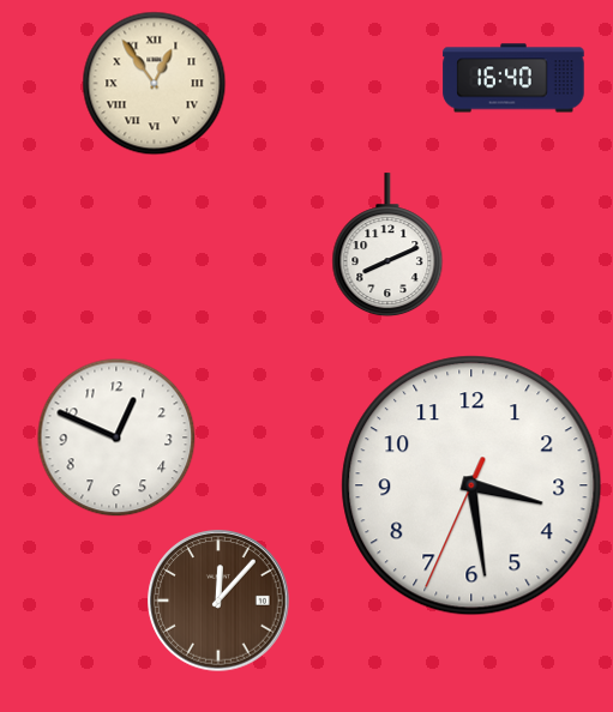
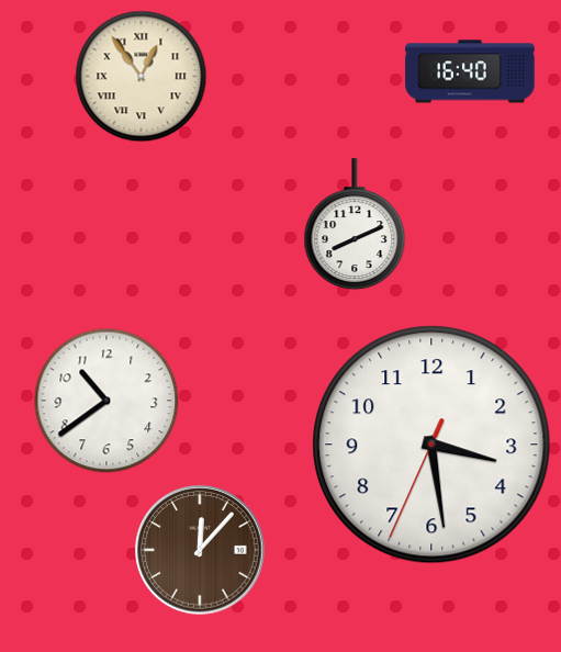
clock at (116, 438): 12:49 -> 10:39
